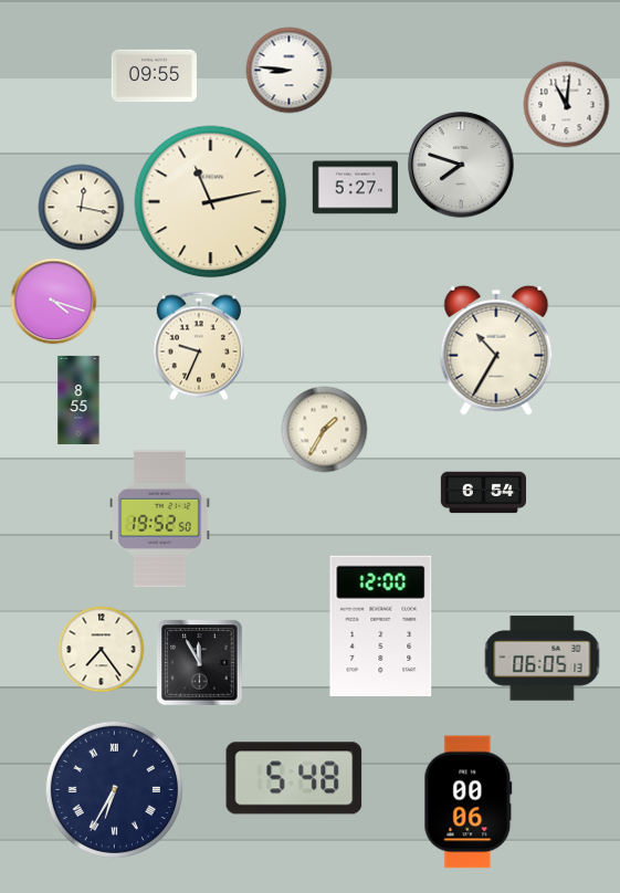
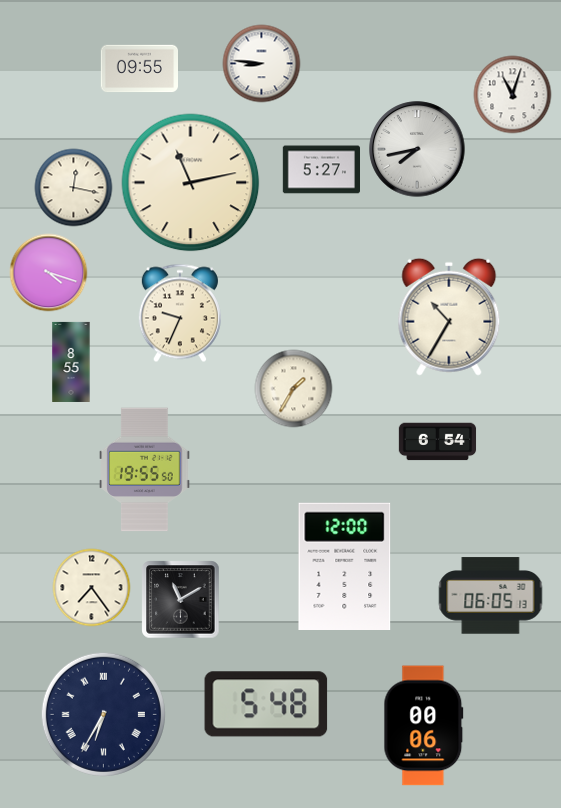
clock at (566, 104): 11:01 -> 11:03
clock at (461, 165): 7:48 -> 7:43
clock at (483, 493) position: (483, 493) -> (437, 442)
clock at (160, 519): 19:52 -> 19:55
clock at (199, 662): 11:55 -> 11:10
